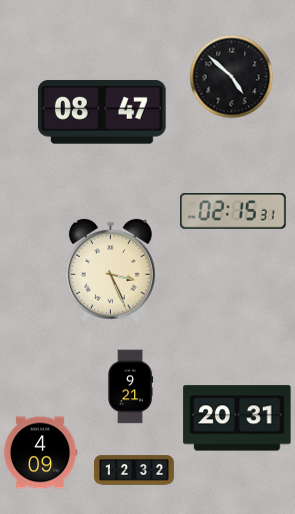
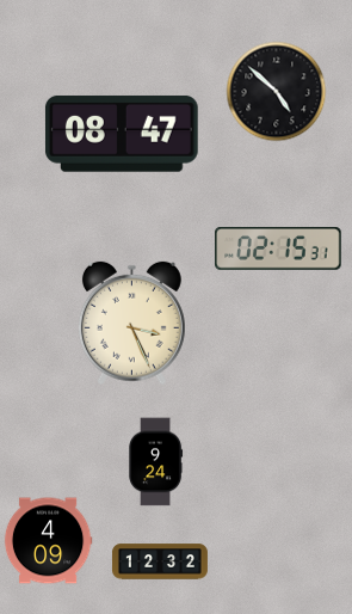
clock at (233, 212) position: (233, 212) -> (278, 250)
clock at (131, 387): 9:21 -> 9:24
clock at (237, 418): 20:31 -> none
